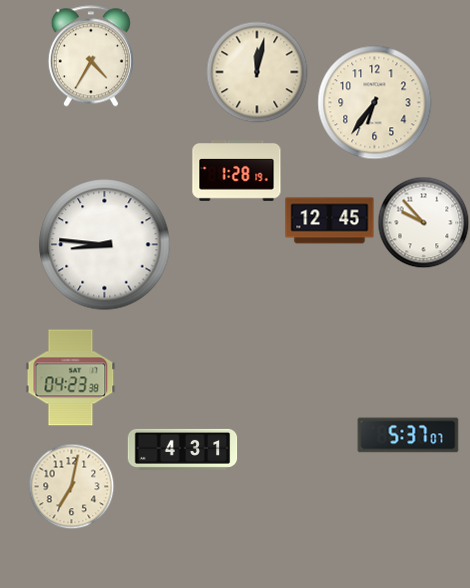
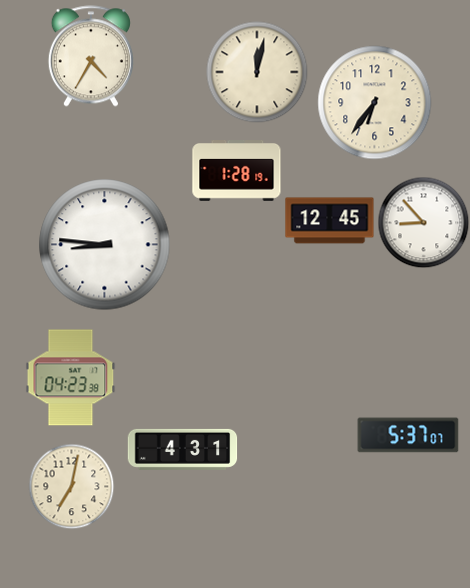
clock at (423, 222): 9:53 -> 8:53
